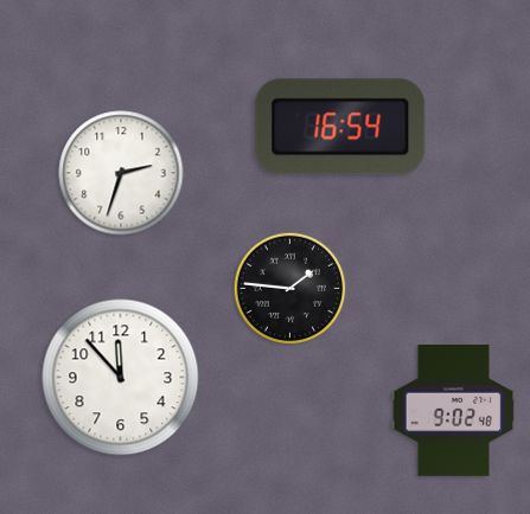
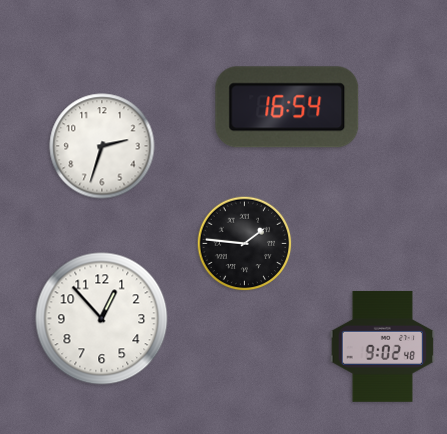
clock at (121, 378): 11:53 -> 12:53
